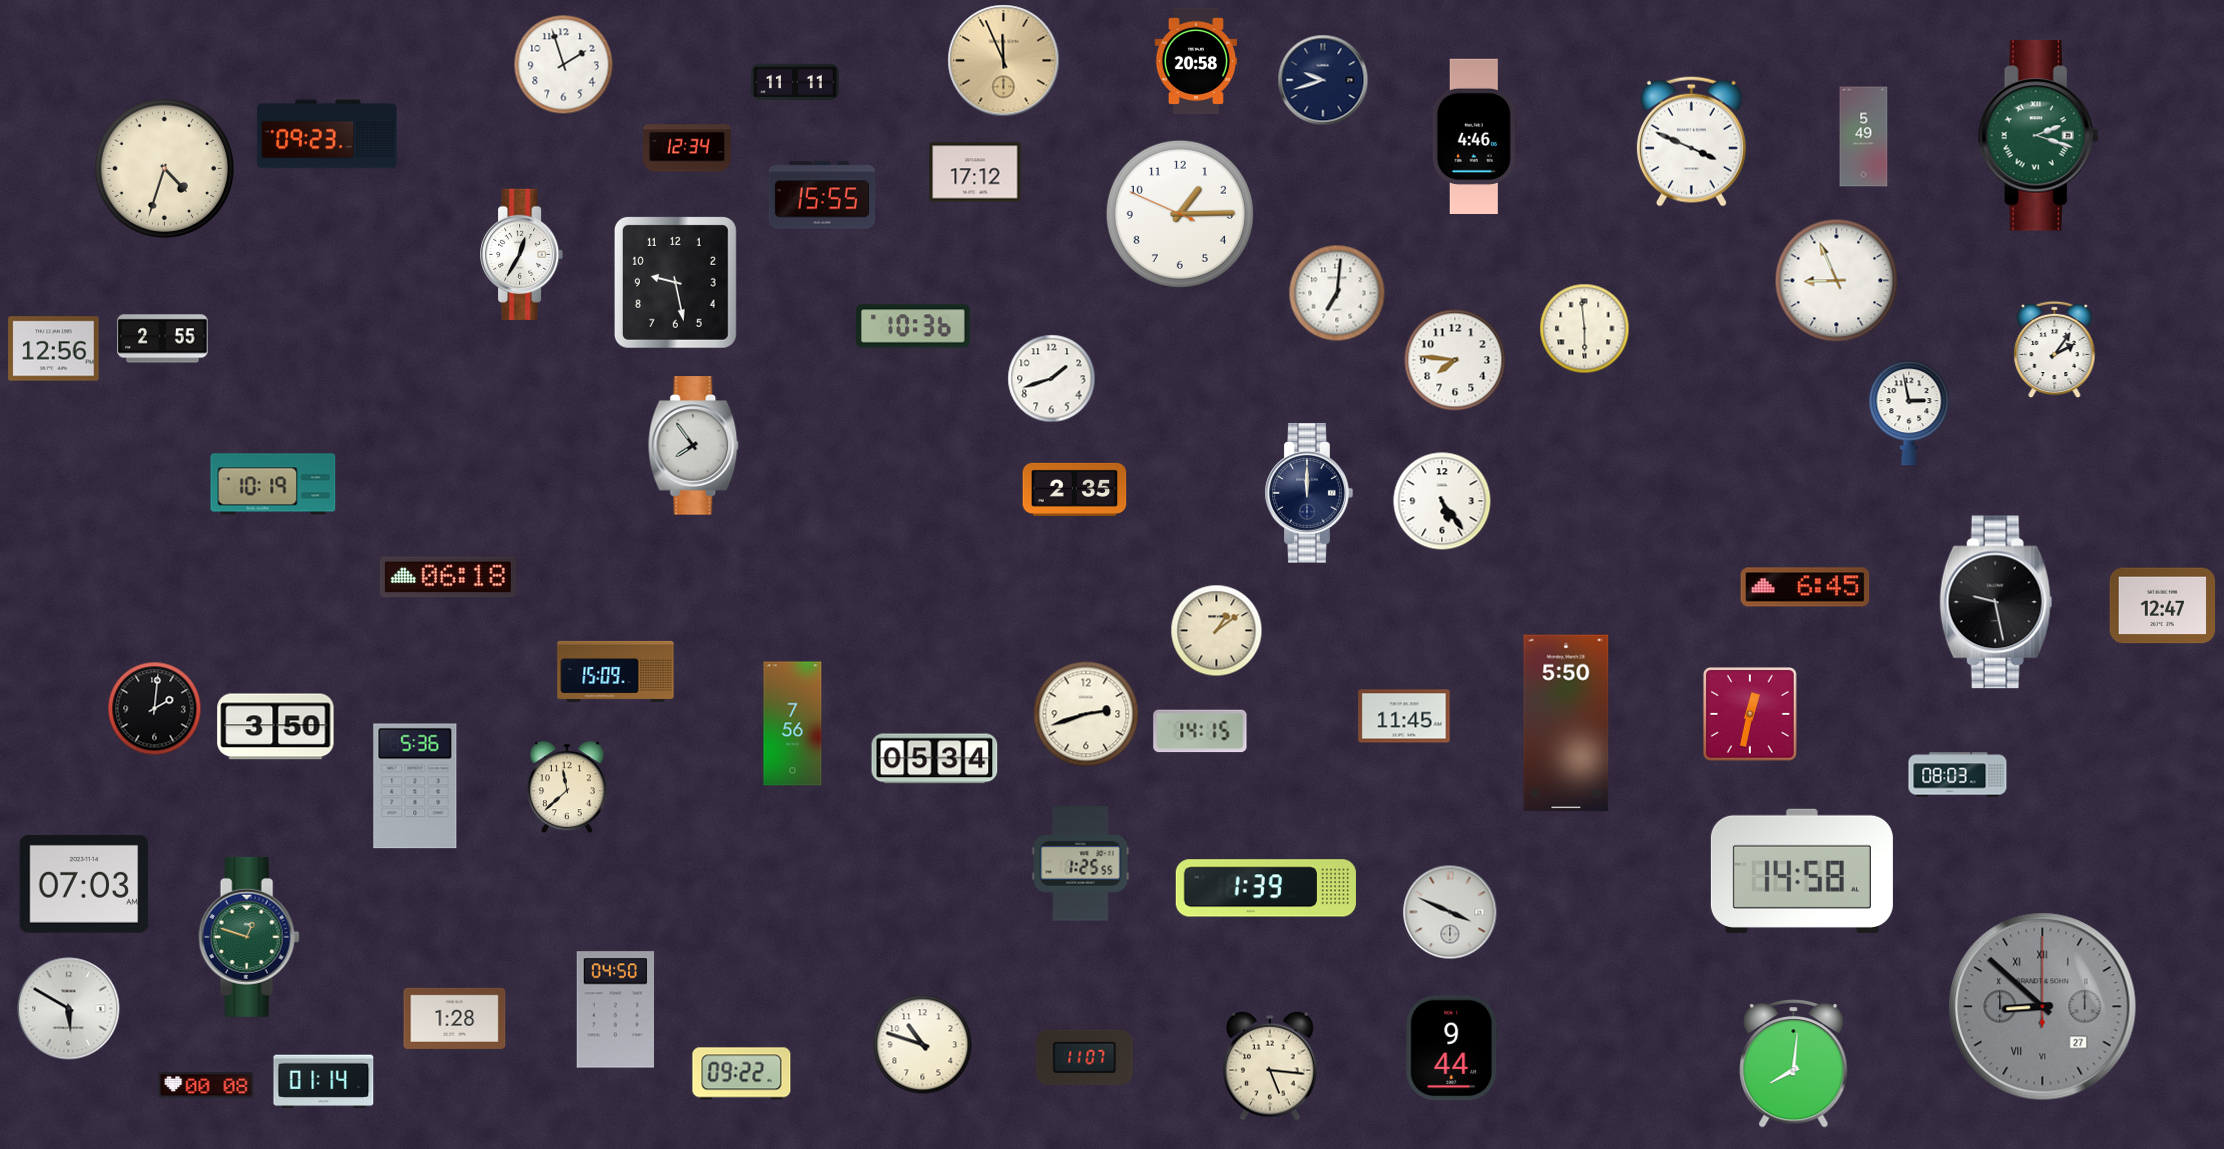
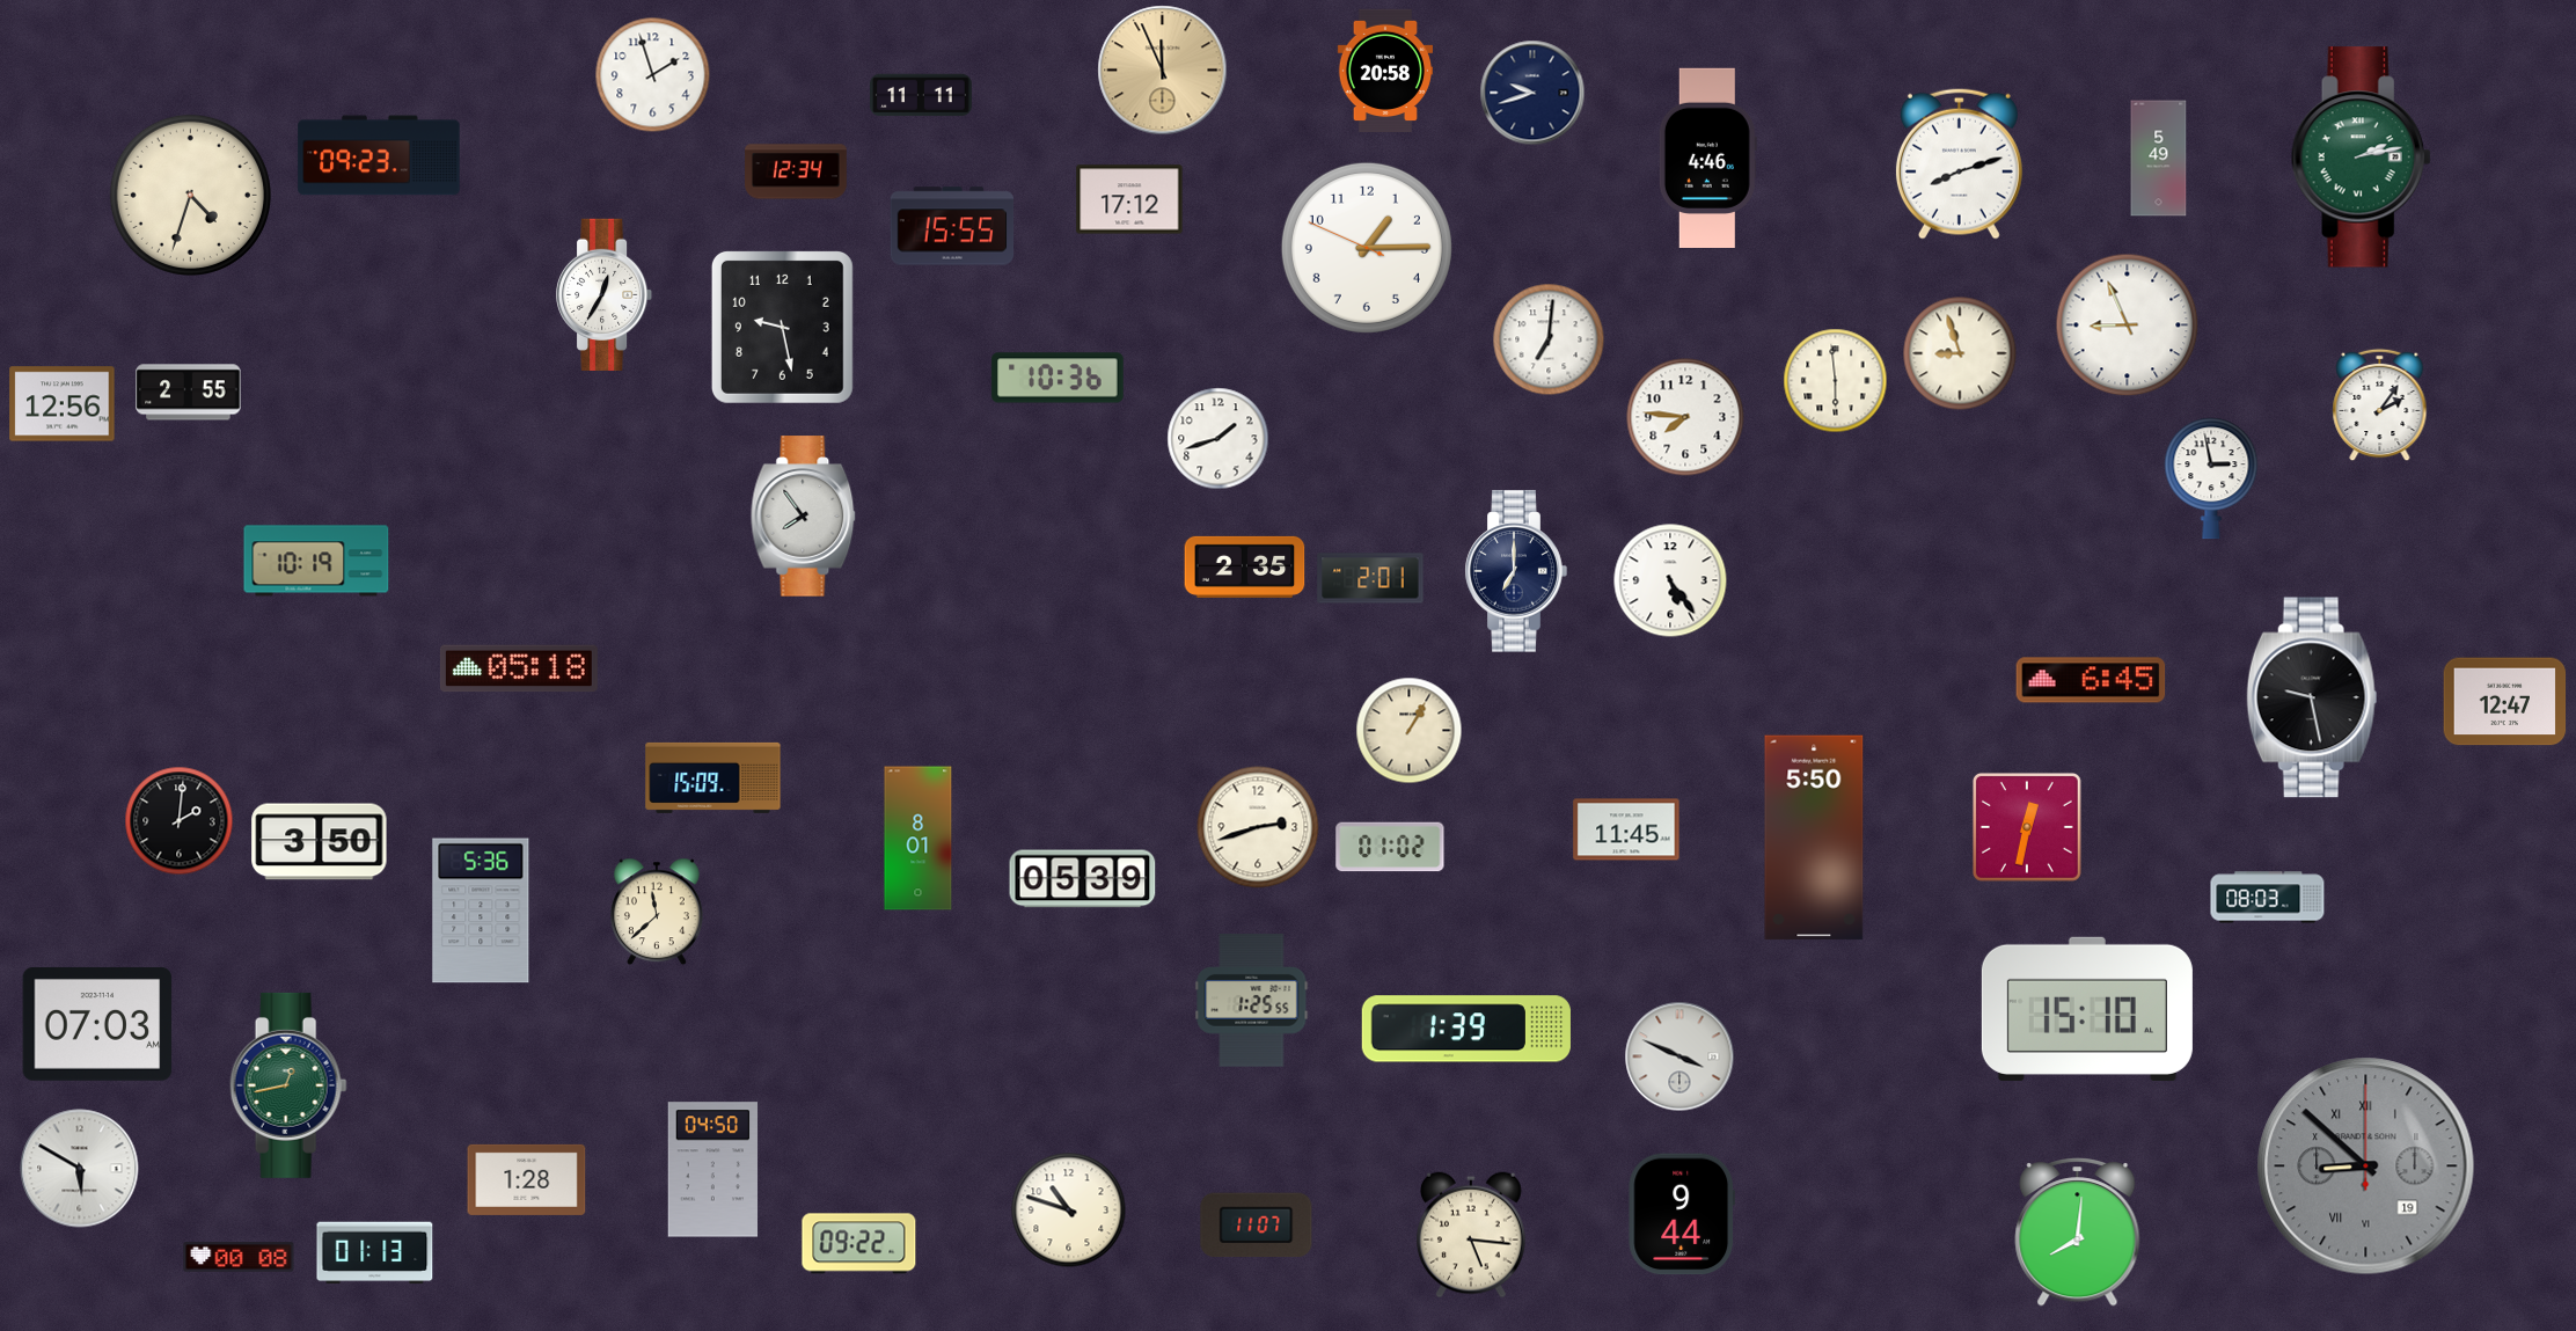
clock at (2038, 136): 2:18 -> 2:13
clock at (1691, 141): 3:49 -> 8:12
clock at (1960, 353): none -> 8:57
clock at (1309, 493): 12:00 -> 7:00
clock at (1370, 578): none -> 2:01
clock at (448, 577): 06:18 -> 05:18
clock at (1217, 631): 1:09 -> 1:05
clock at (793, 724): 7:56 -> 8:01
clock at (1200, 731): 14:15 -> 01:02
clock at (935, 759): 05:34 -> 05:39
clock at (1802, 871): 14:58 -> 15:10
clock at (249, 937): 12:48 -> 12:43
clock at (2043, 1007) date: 27 -> 19
clock at (324, 1082): 01:14 -> 01:13
